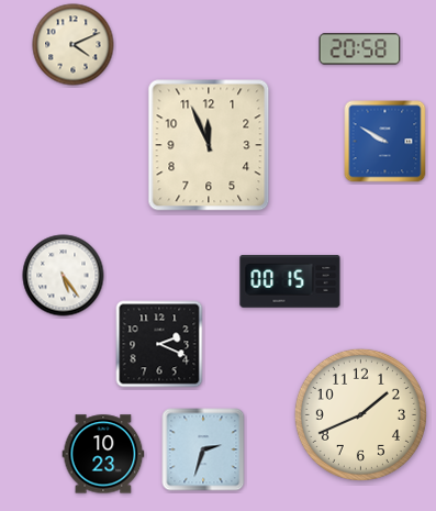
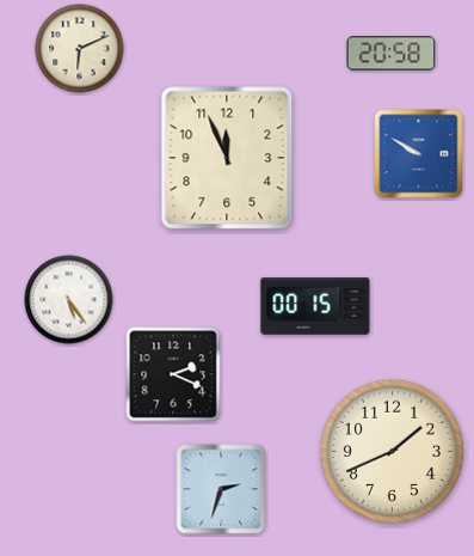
clock at (74, 45): 4:11 -> 6:11
clock at (103, 454): 10:23 -> none
